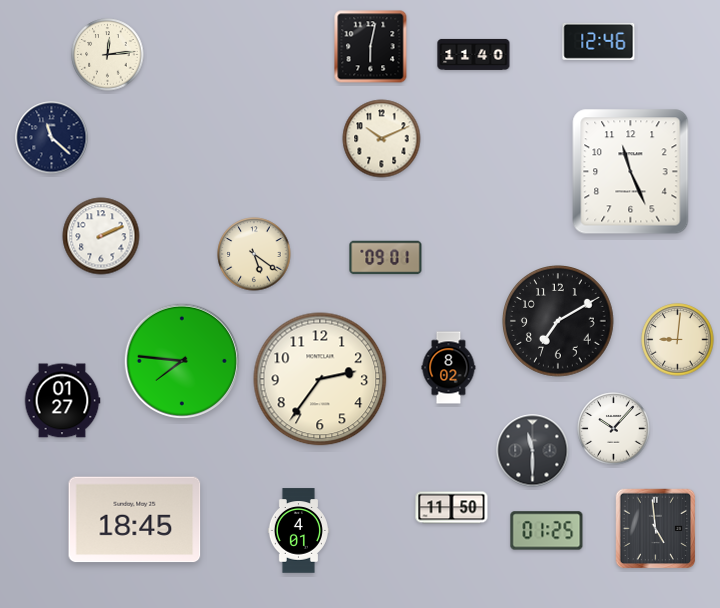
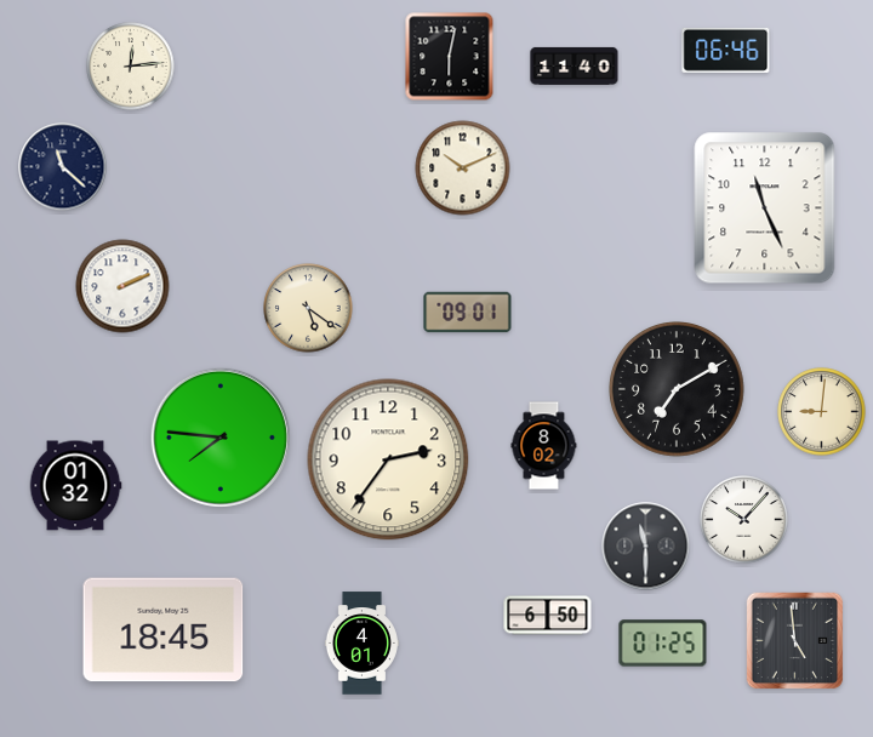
clock at (599, 41): 12:46 -> 06:46
clock at (62, 401): 01:27 -> 01:32
clock at (452, 508): 11:50 -> 6:50
